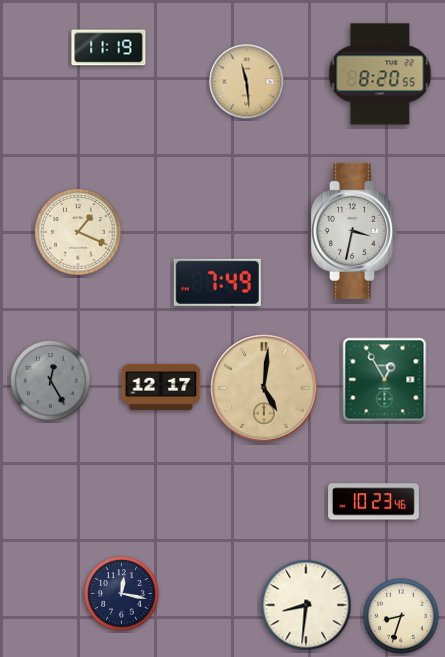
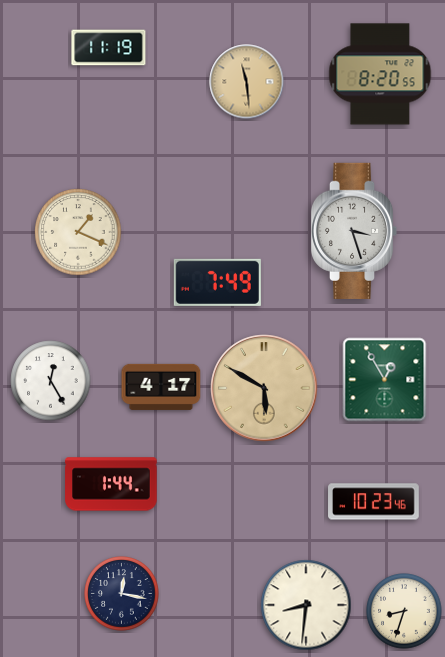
clock at (354, 231): 3:32 -> 3:27
clock at (51, 381) dial: grey -> white
clock at (161, 387): 12:17 -> 4:17
clock at (264, 388): 5:01 -> 5:50
clock at (111, 484): none -> 1:44
clock at (401, 616) position: (401, 616) -> (404, 611)
